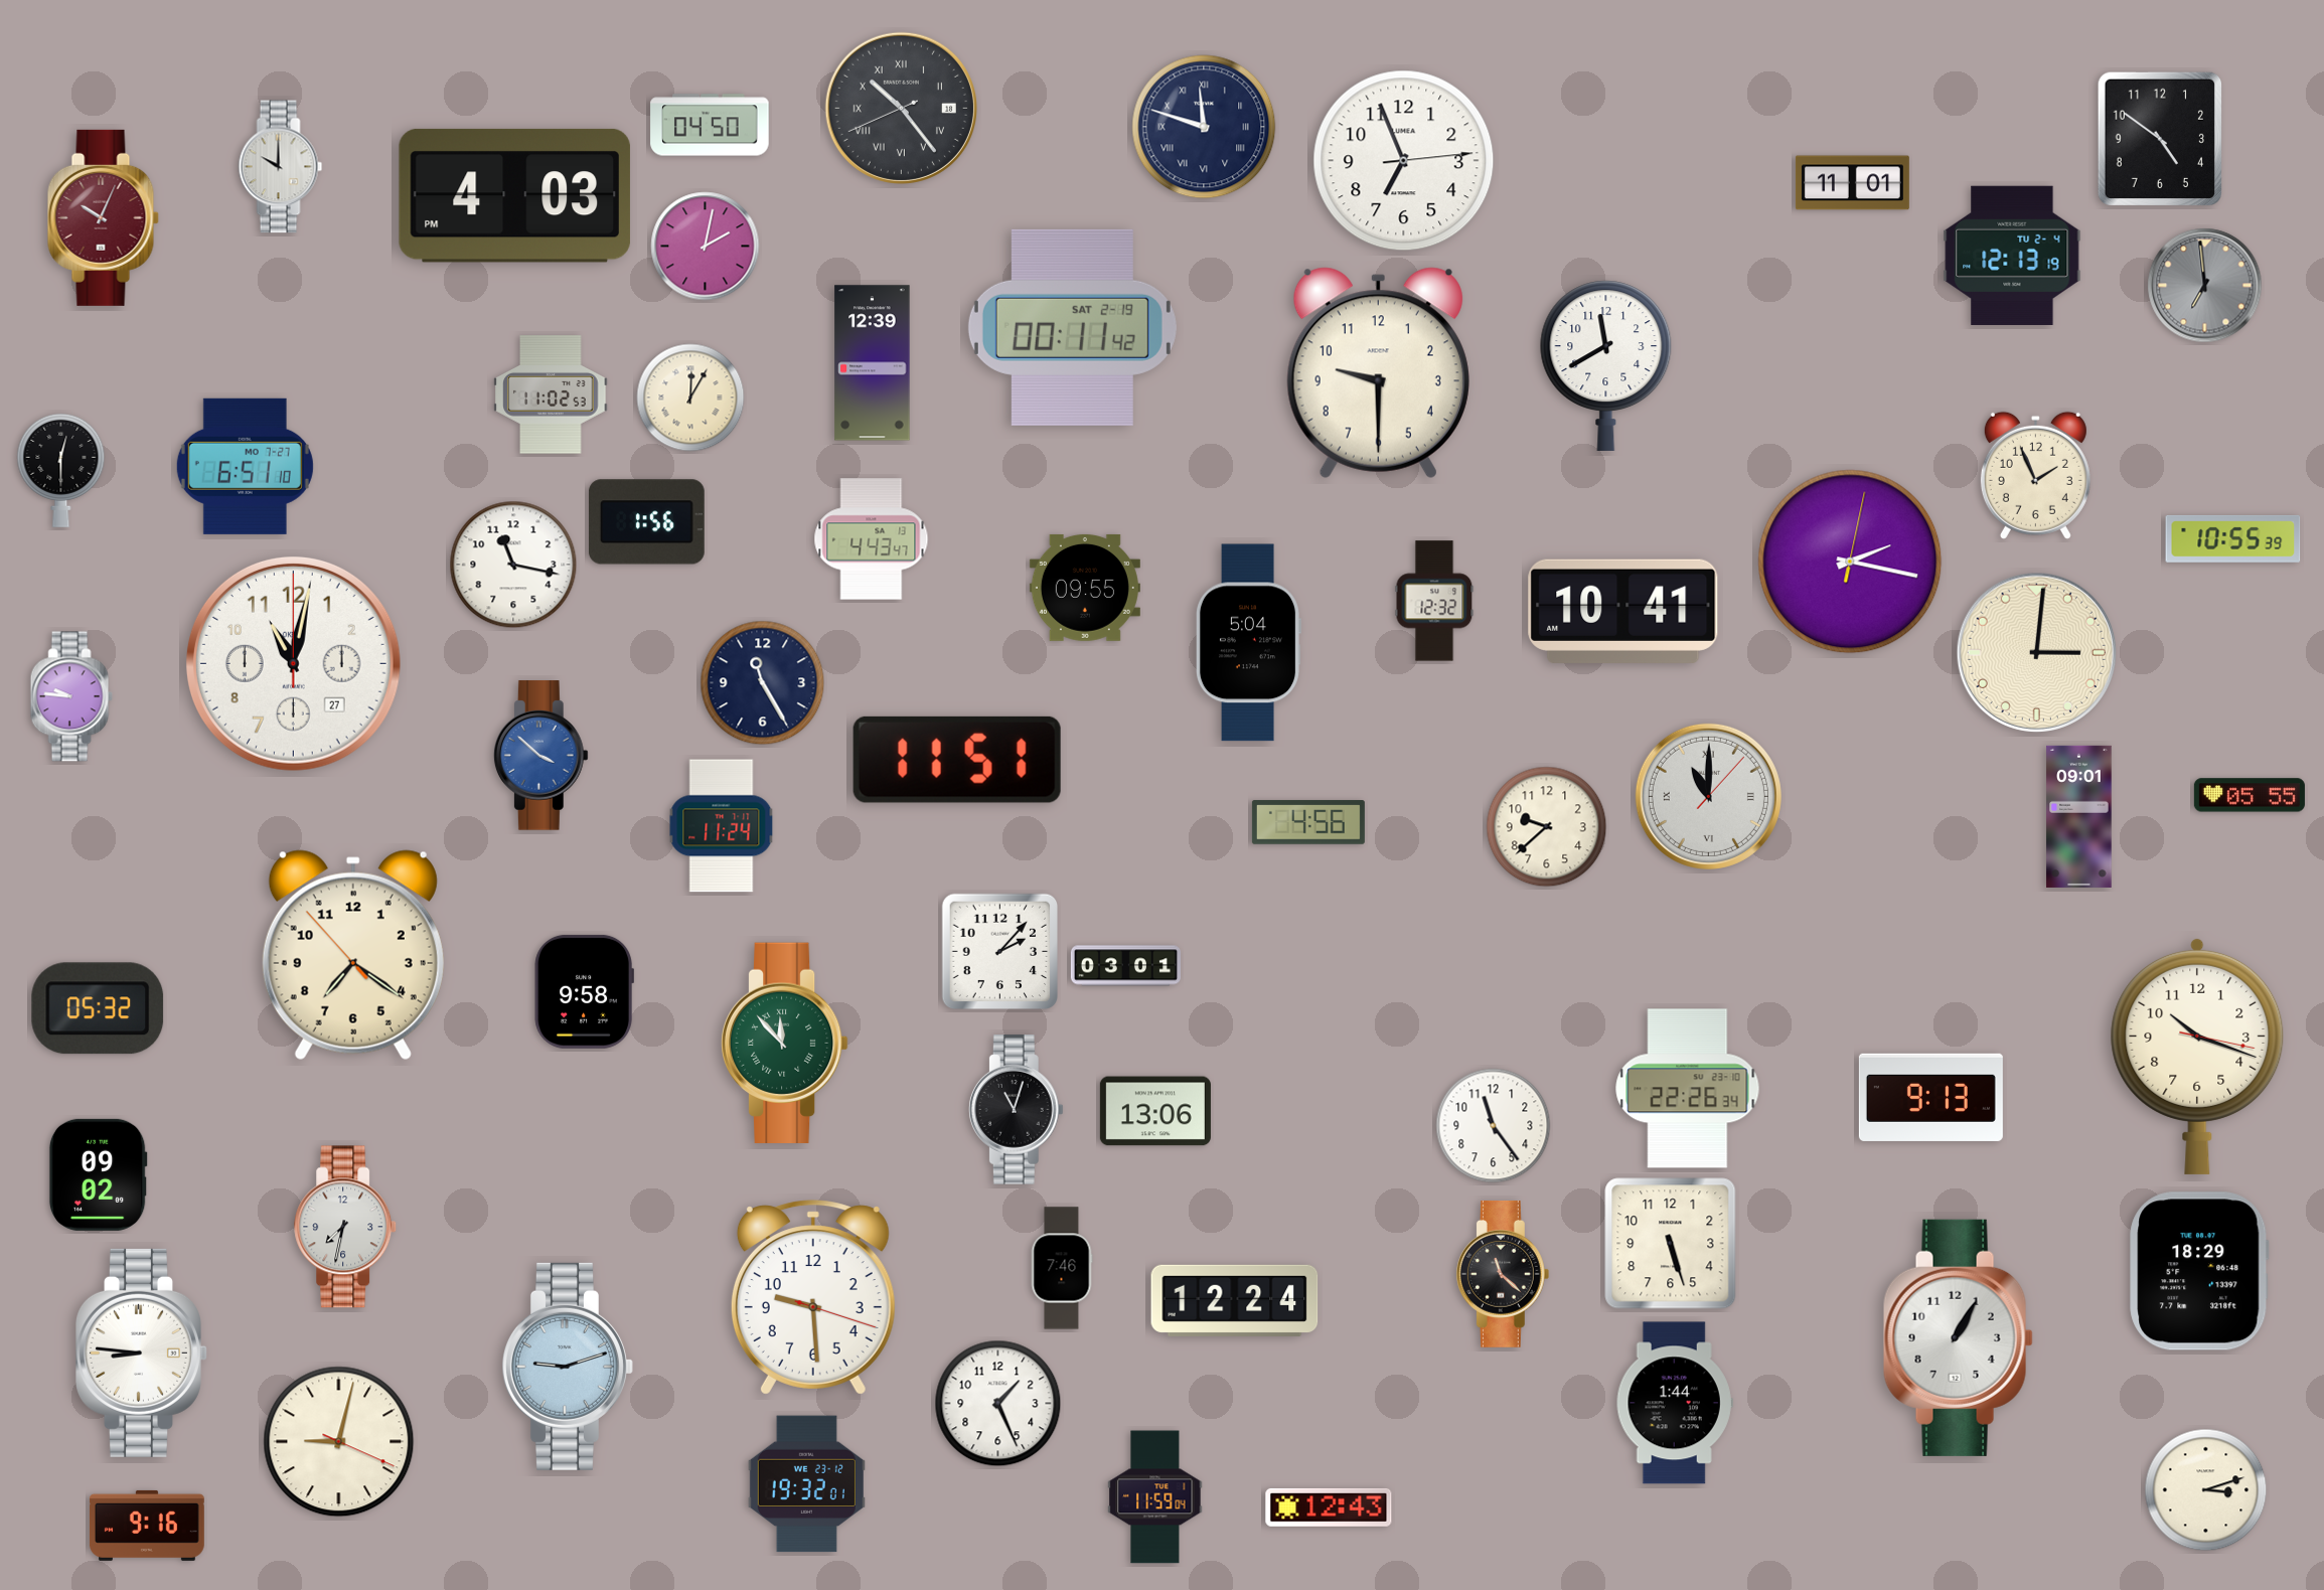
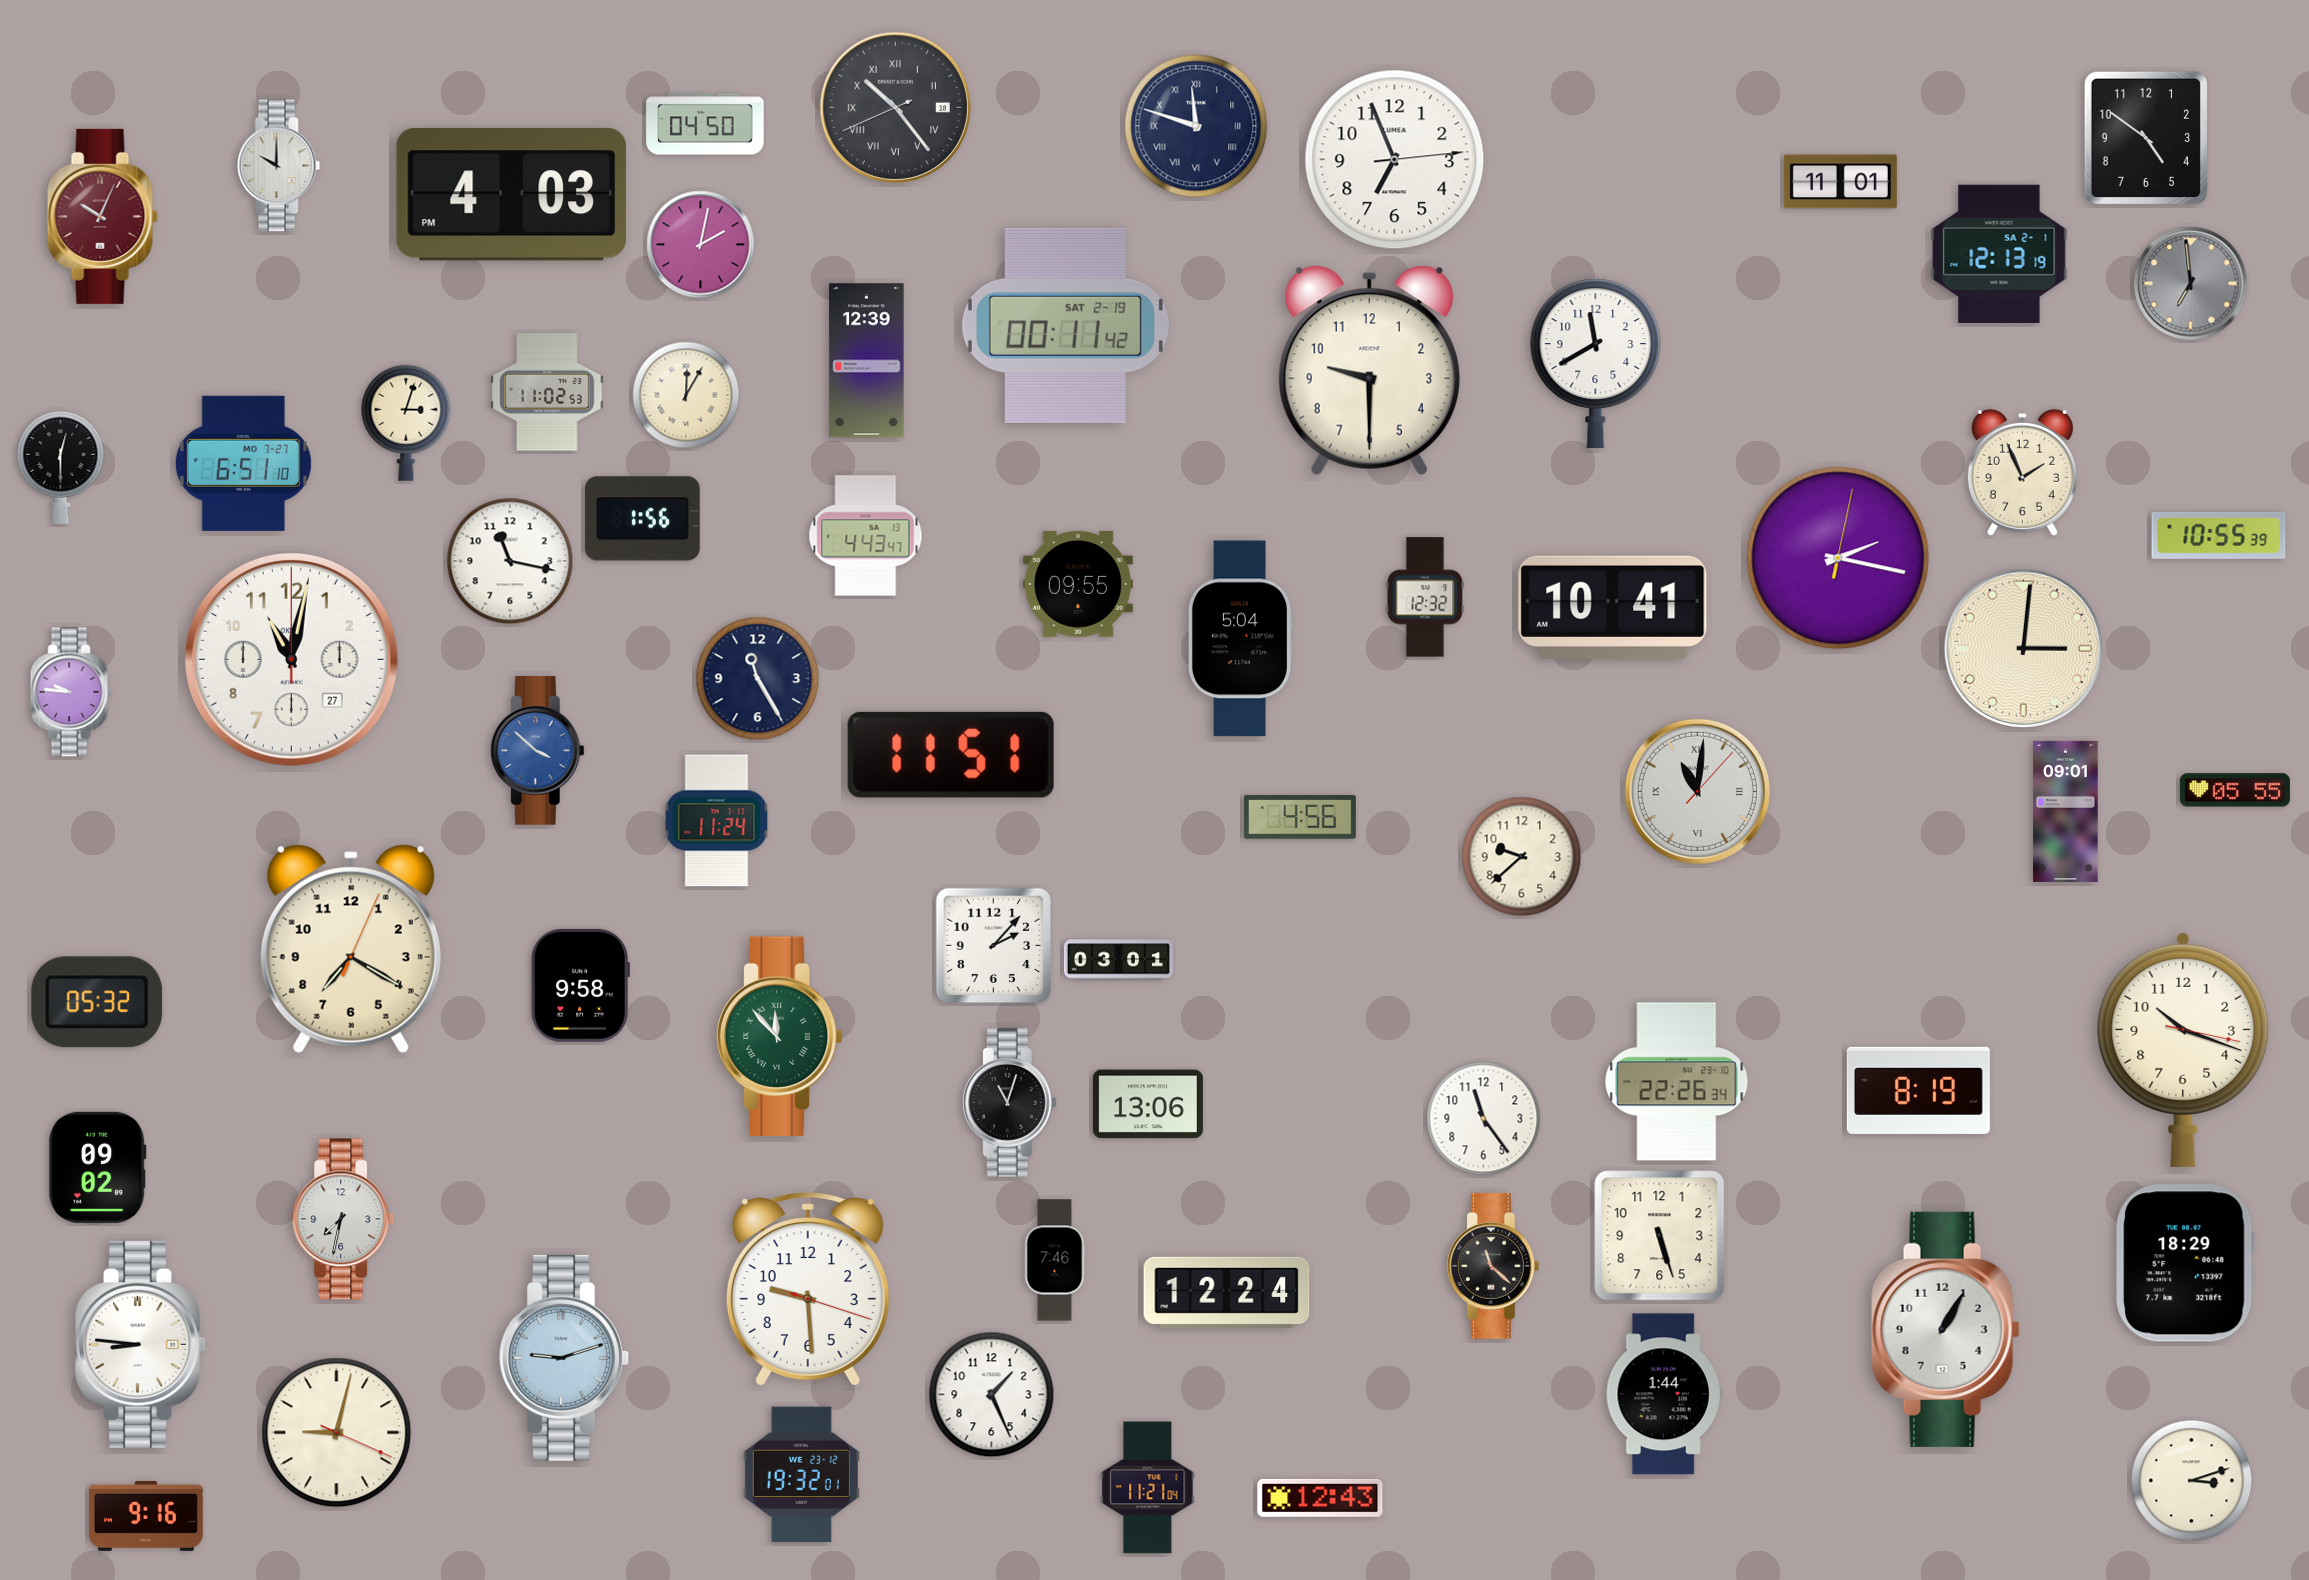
clock at (2012, 256) date: TU 2-4 -> SA 2-1
clock at (406, 423): none -> 3:03
clock at (1708, 796): 11:00 -> 11:01
clock at (1547, 827) position: (1547, 827) -> (1522, 857)
clock at (353, 955): 7:20:53 -> 7:20:04
clock at (1930, 1097): 9:13 -> 8:19
clock at (1155, 1497): 11:59 -> 11:21
